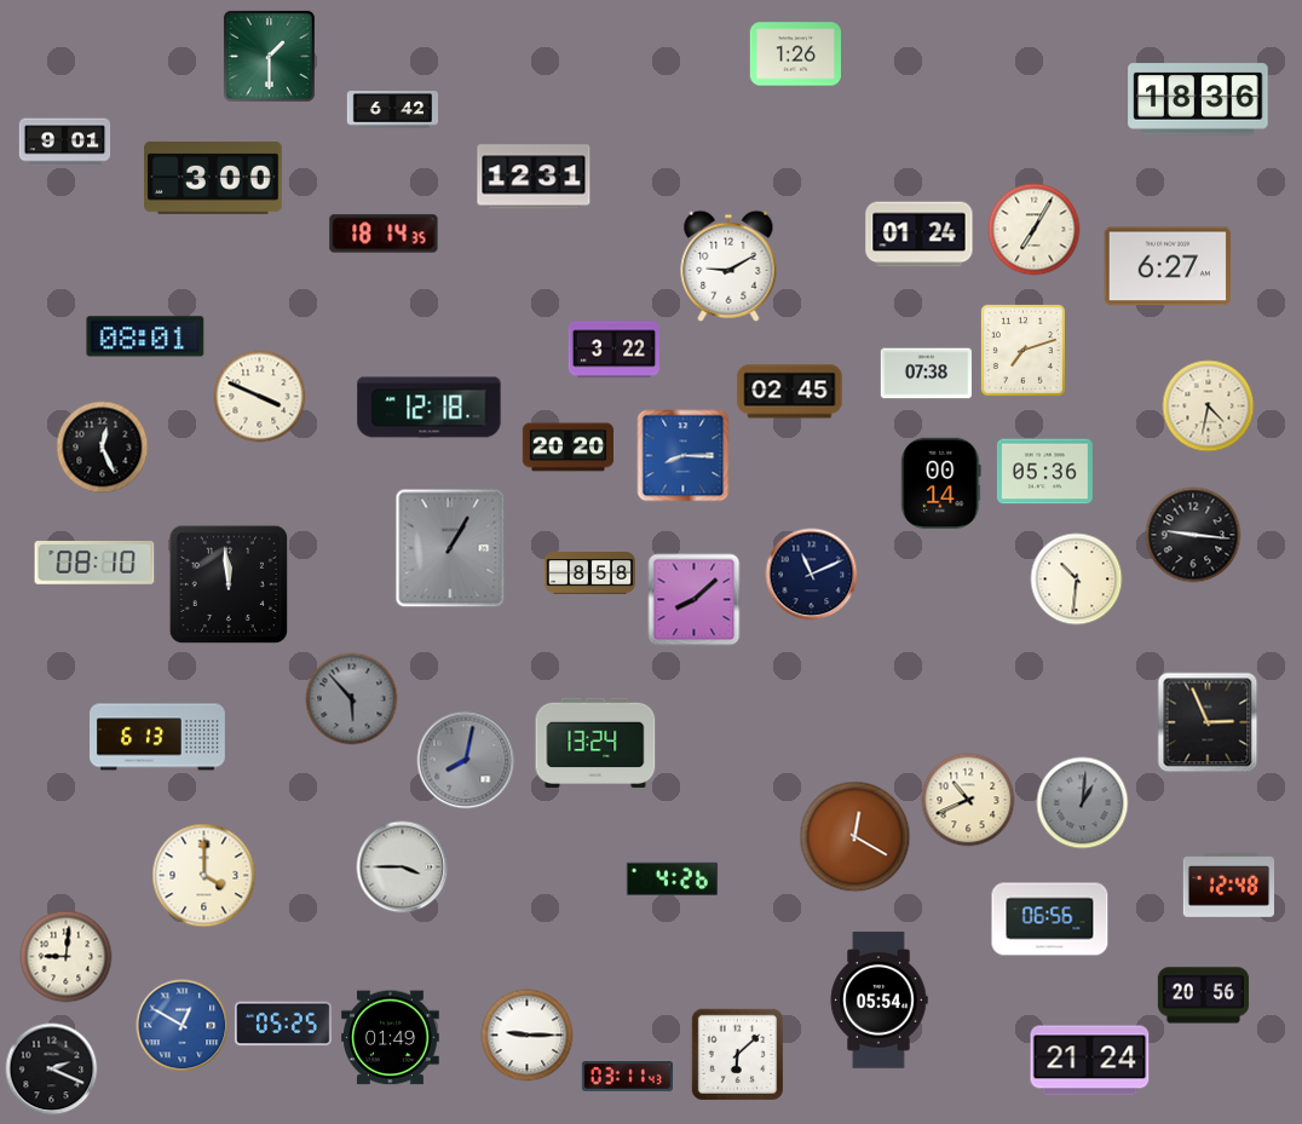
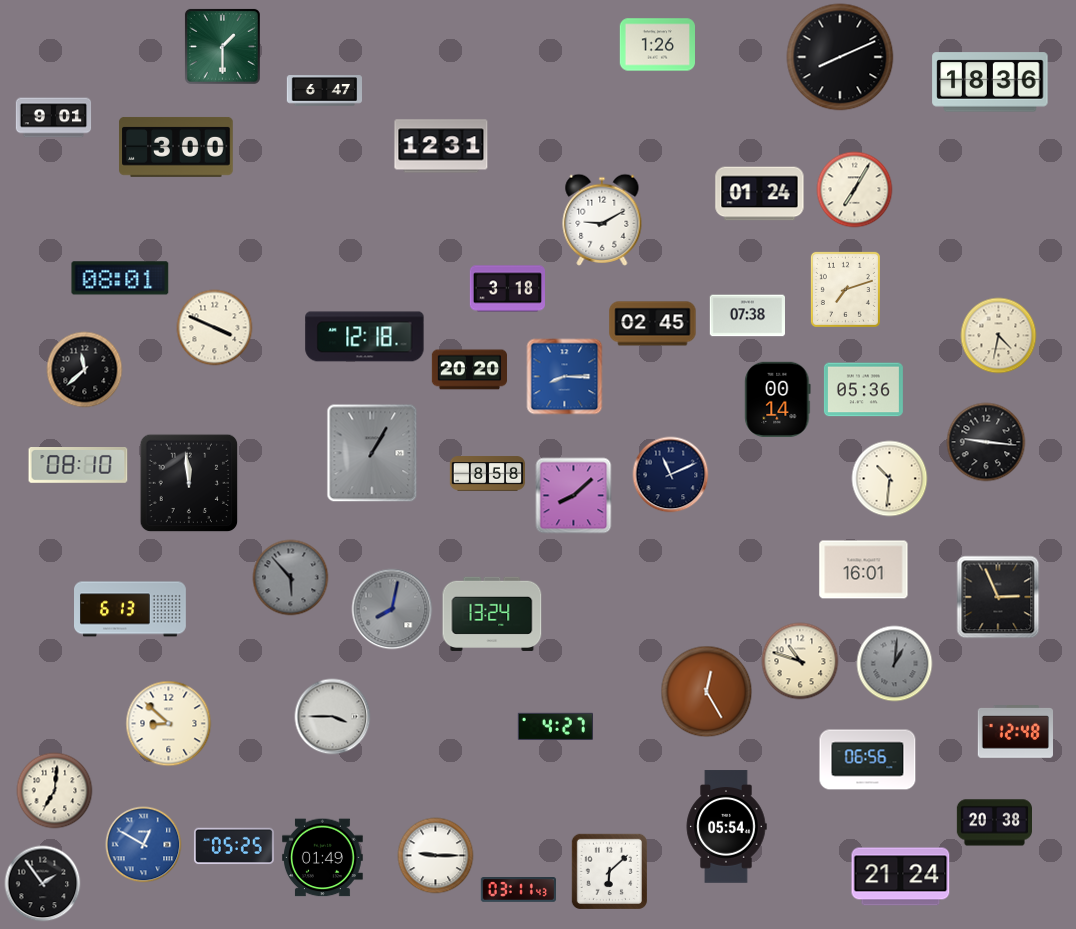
clock at (840, 57): none -> 8:11
clock at (392, 110): 6:42 -> 6:47
clock at (384, 234): 18:14 -> none
clock at (1168, 266): 6:27 -> none
clock at (613, 350): 3:22 -> 3:18
clock at (926, 374) position: (926, 374) -> (747, 316)
clock at (430, 408) position: (430, 408) -> (365, 337)
clock at (103, 448): 12:26 -> 11:38
clock at (864, 570): none -> 16:01
clock at (466, 760) position: (466, 760) -> (392, 609)
clock at (968, 800): 10:41 -> 10:48
clock at (855, 837): 12:20 -> 12:25
clock at (204, 876): 4:00 -> 8:52
clock at (672, 878): 4:26 -> 4:27
clock at (67, 957): 9:01 -> 7:01
clock at (1203, 996): 20:56 -> 20:38
clock at (183, 1026) position: (183, 1026) -> (144, 845)
clock at (52, 1070): 2:19 -> 1:54
